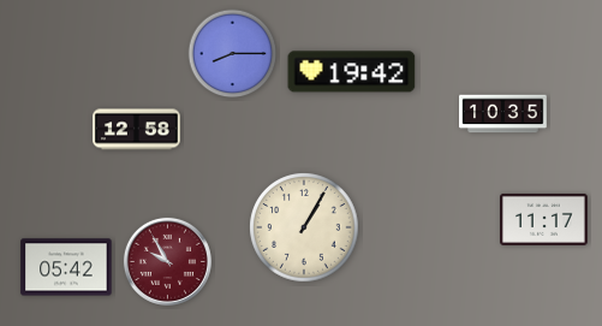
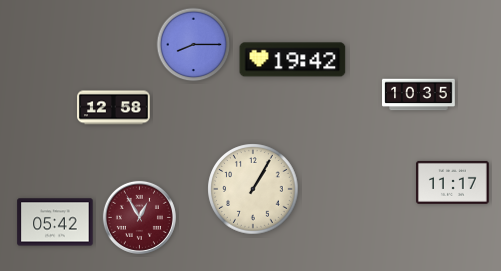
clock at (167, 261): 9:55 -> 12:55
